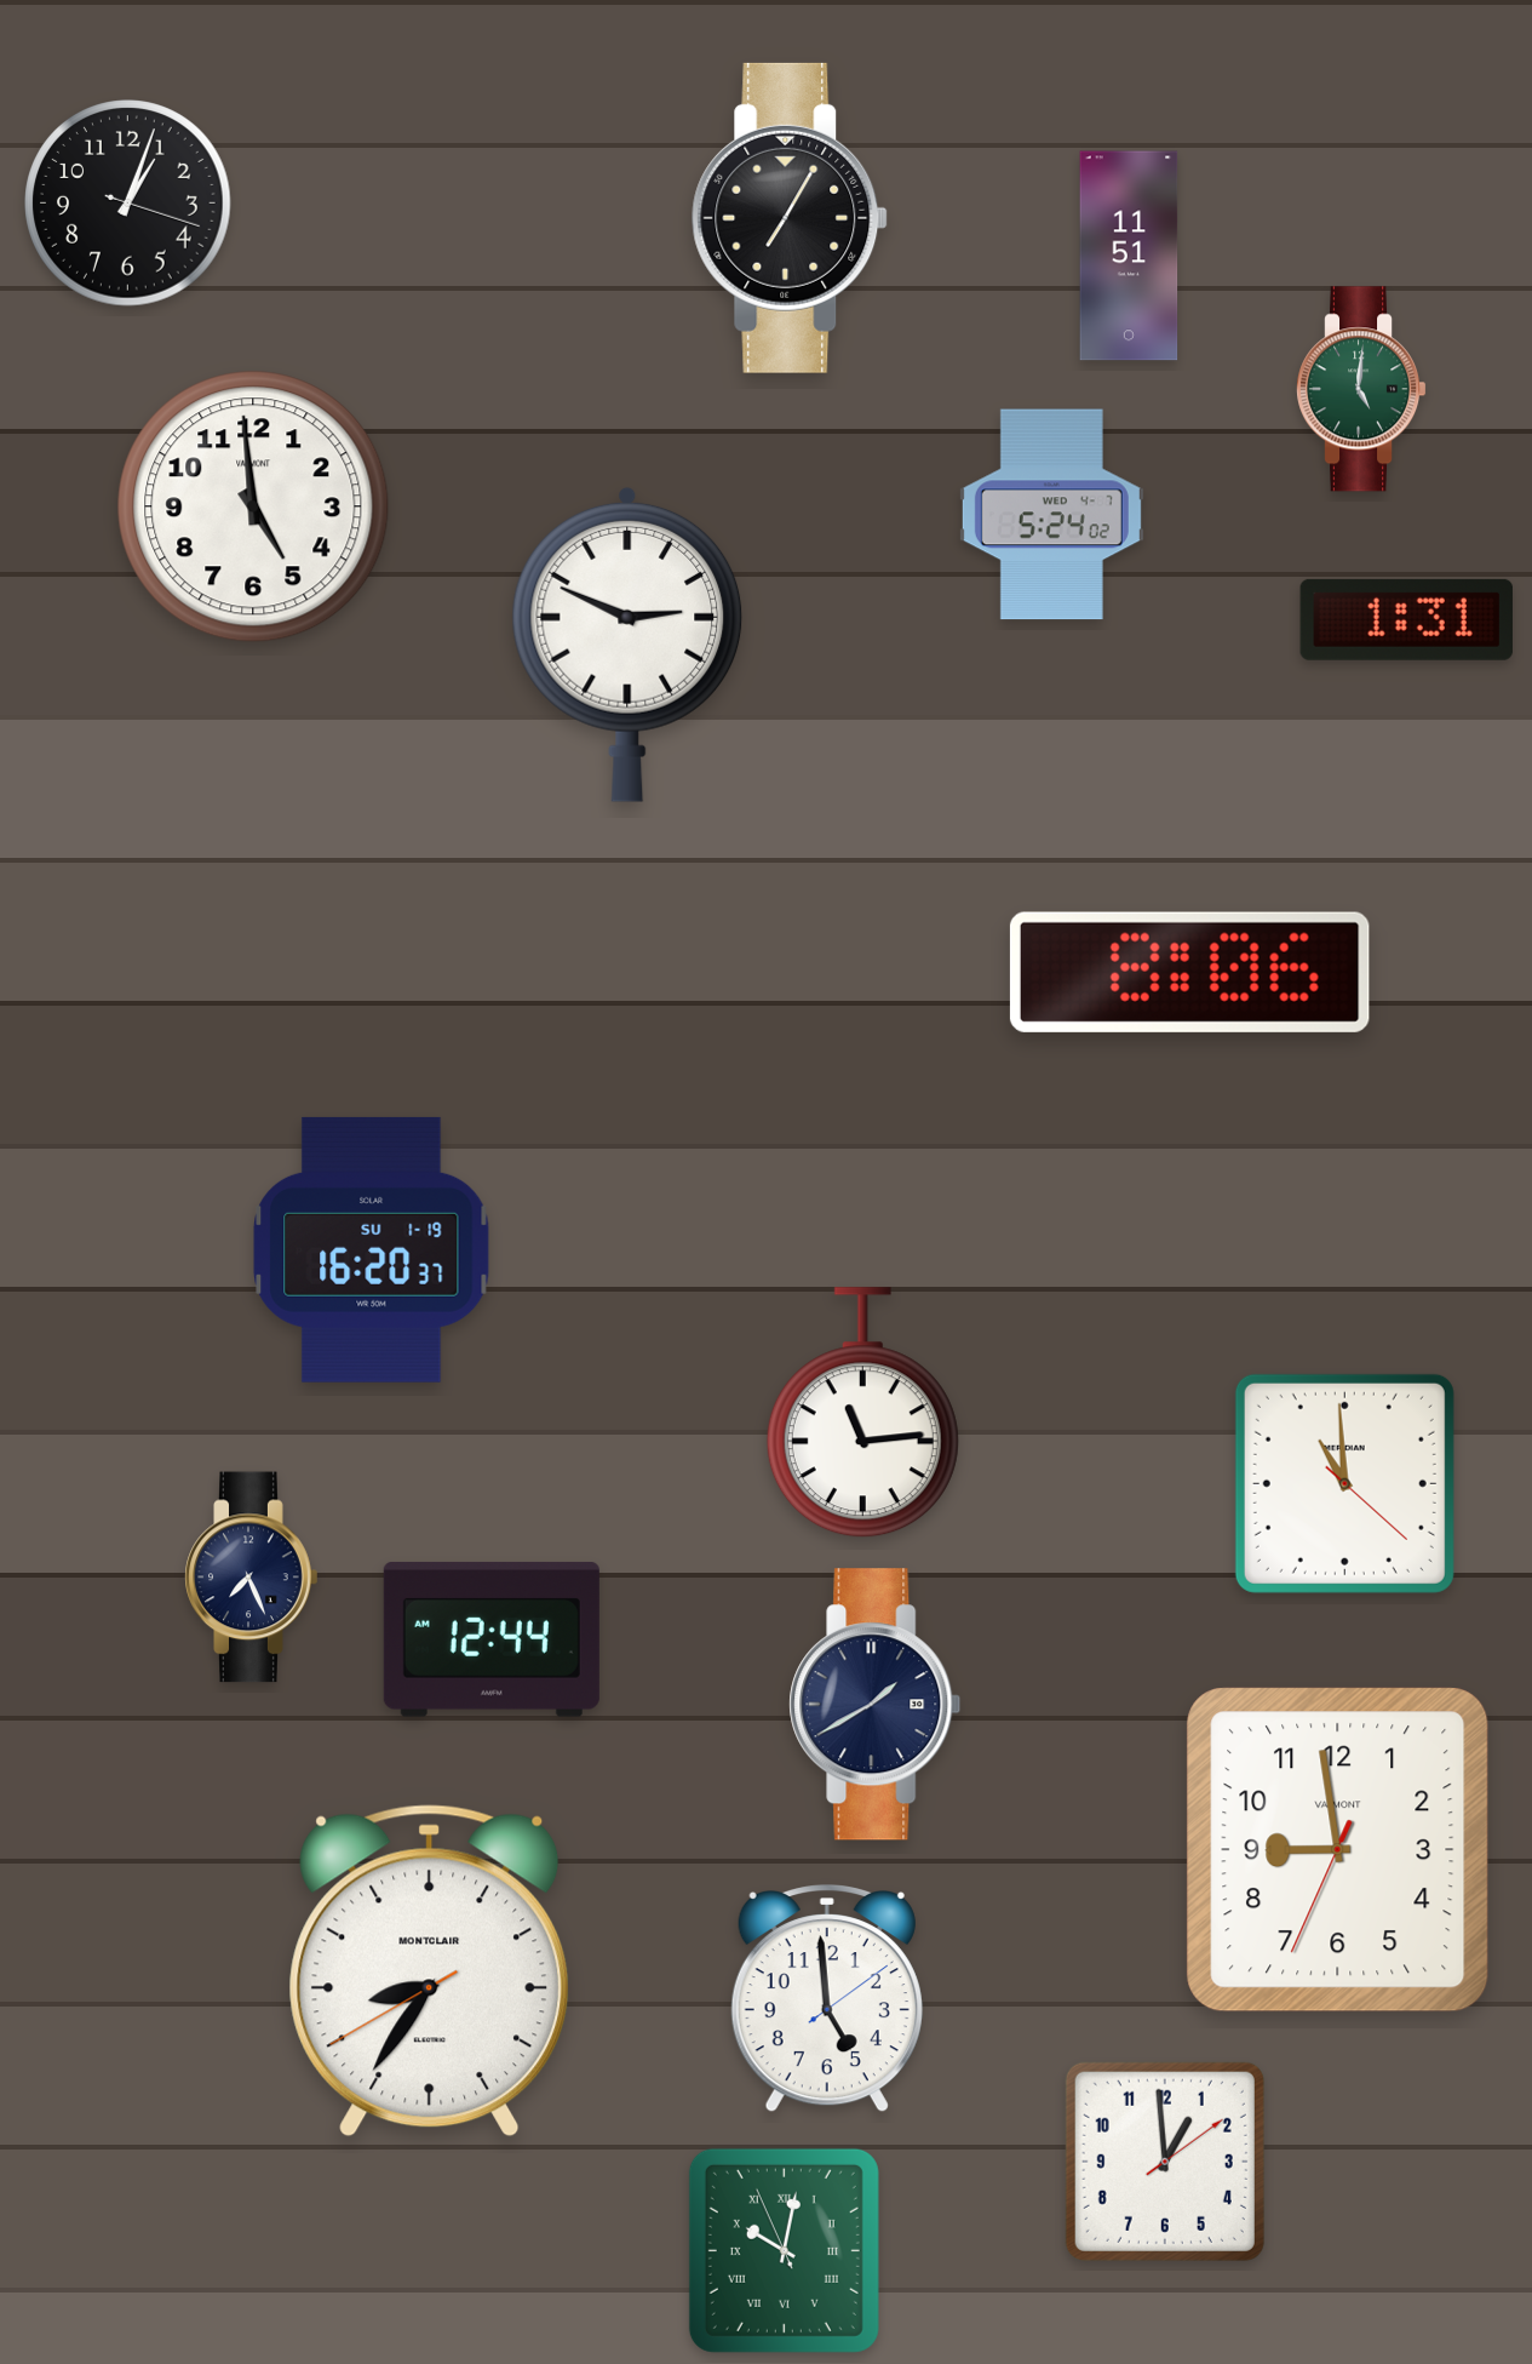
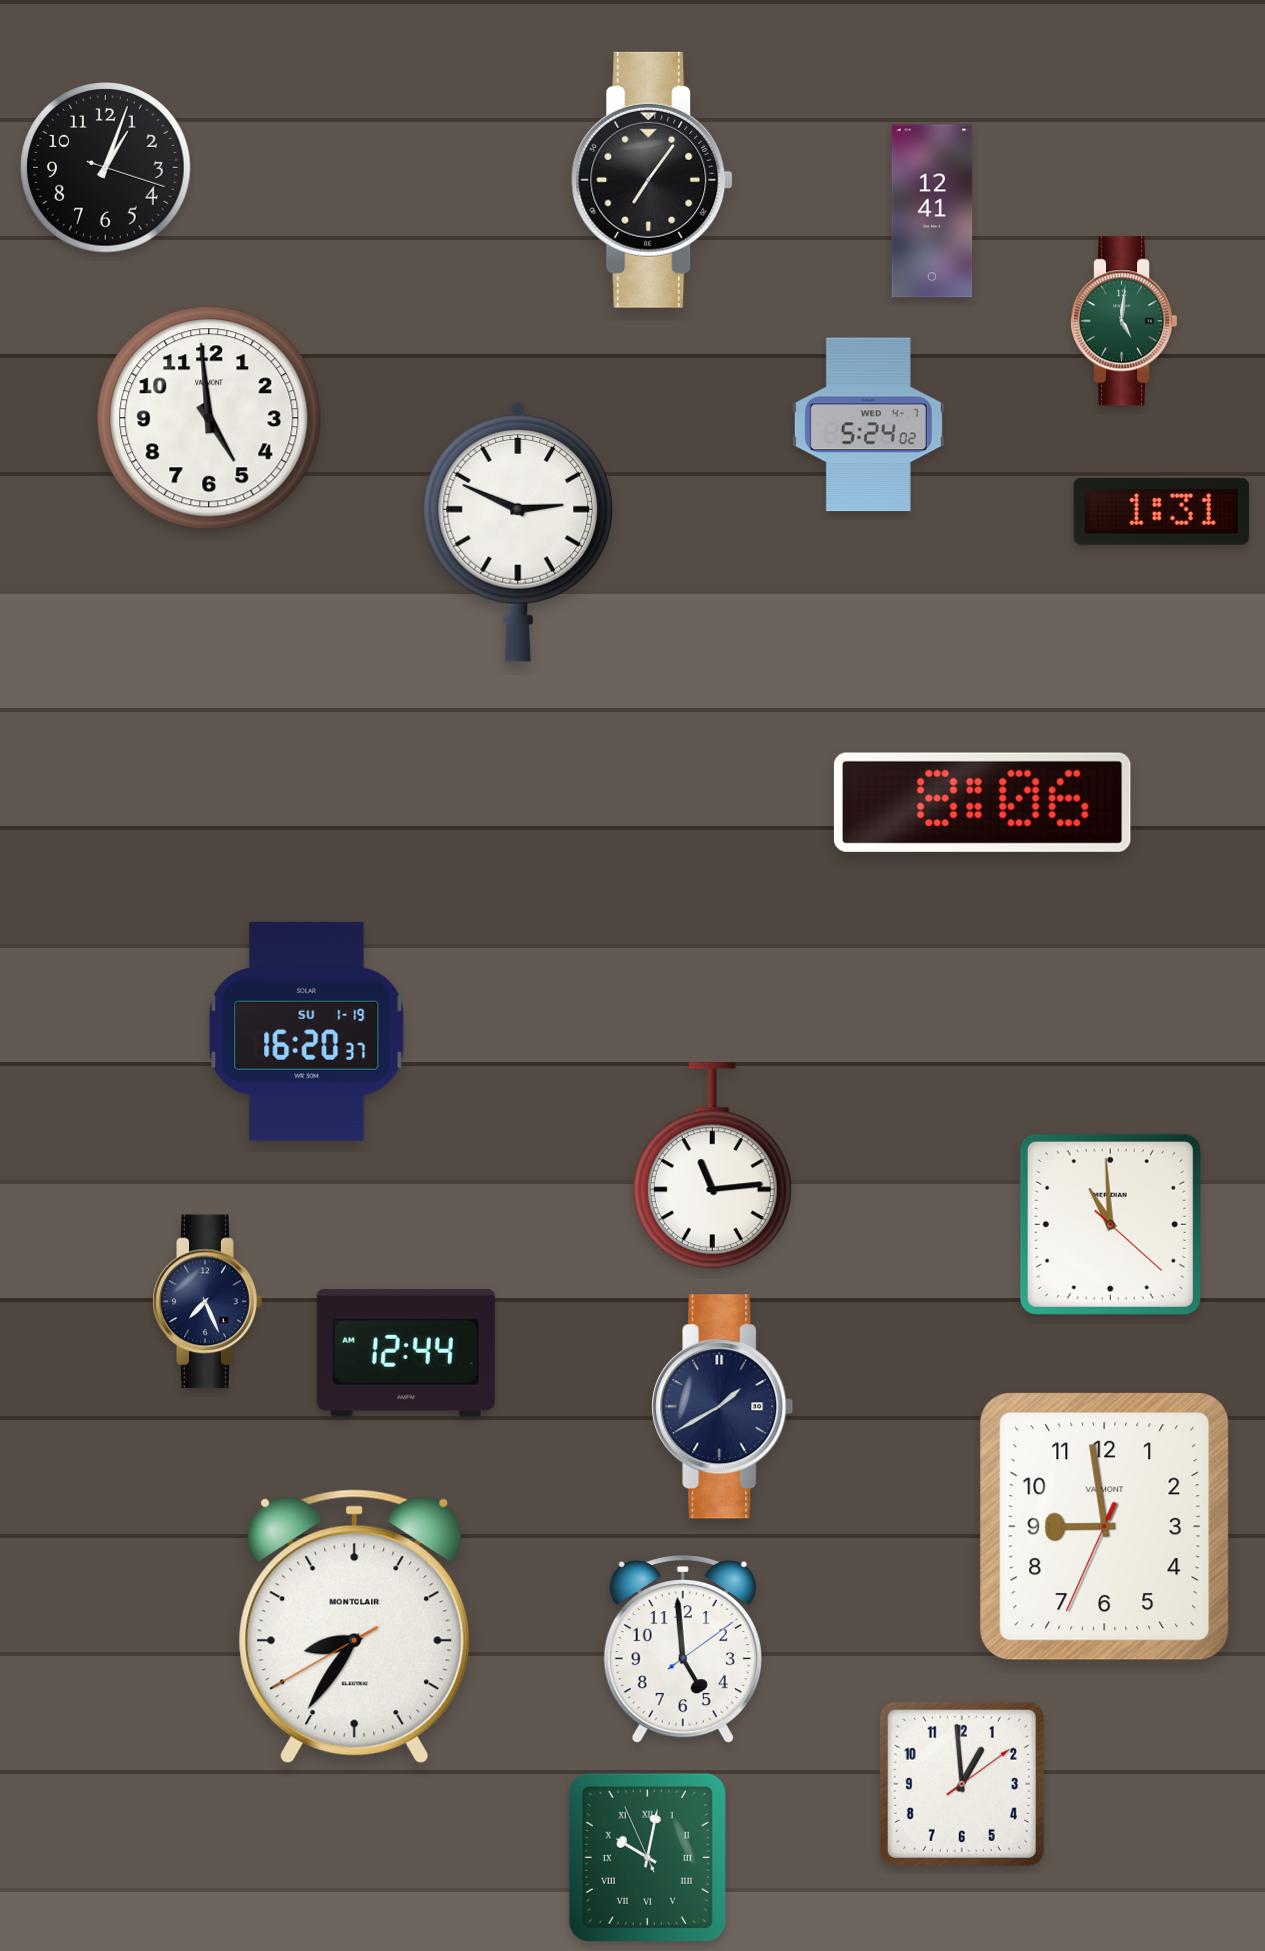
clock at (790, 218): 7:05 -> 7:06
clock at (1129, 256): 11:51 -> 12:41
